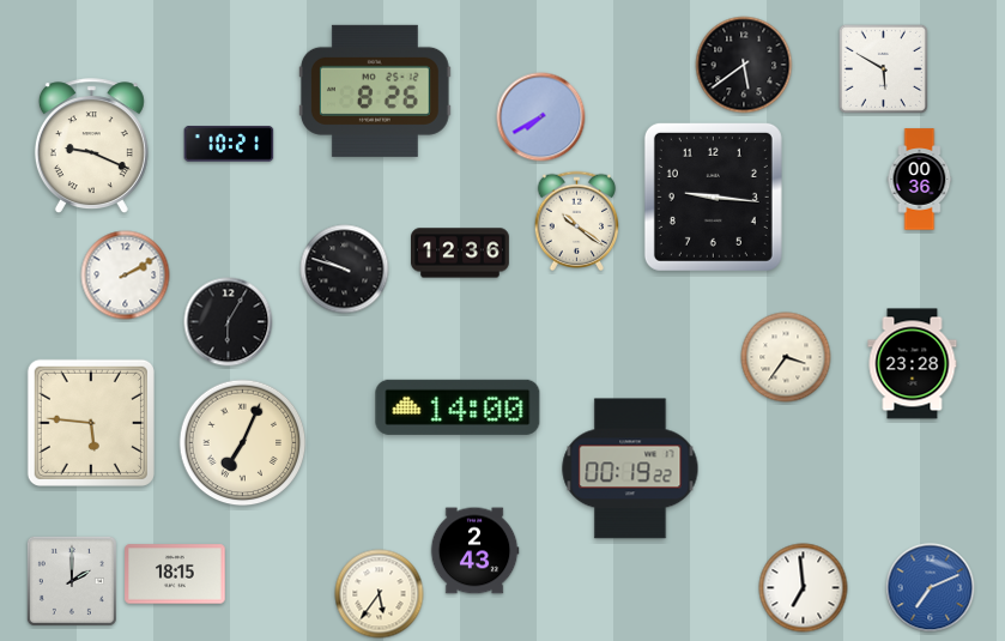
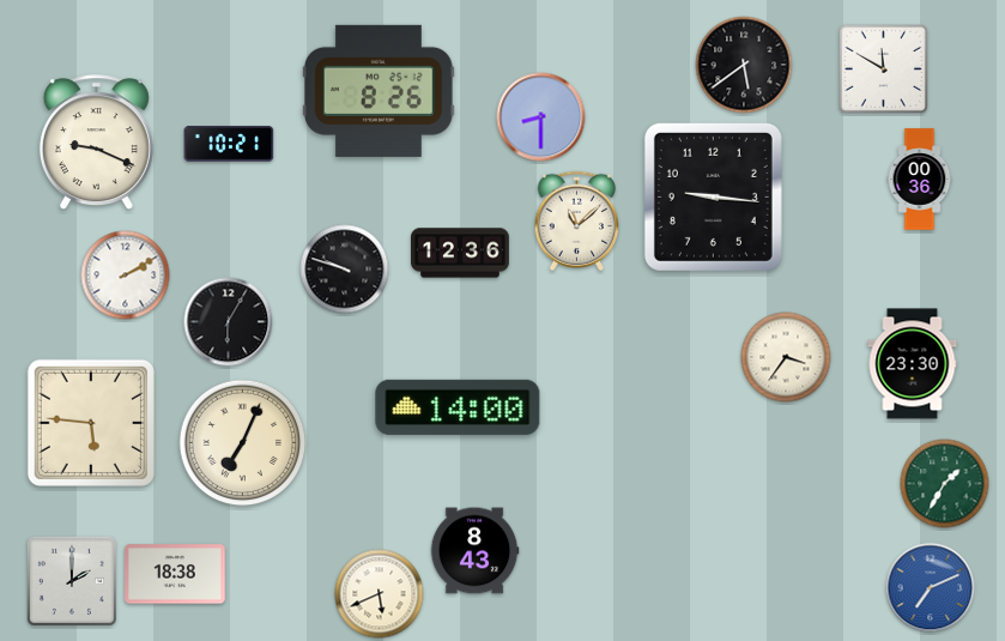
clock at (883, 68): 5:50 -> 11:50
clock at (375, 91) position: (375, 91) -> (379, 91)
clock at (541, 117): 7:40 -> 8:30
clock at (91, 145) position: (91, 145) -> (96, 141)
clock at (577, 220): 10:21 -> 11:08
clock at (913, 364): 23:28 -> 23:30
clock at (630, 468): 00:19 -> none
clock at (945, 484): none -> 1:35
clock at (474, 551): 2:43 -> 8:43
clock at (175, 574): 18:15 -> 18:38
clock at (804, 588): 6:59 -> none
clock at (380, 594): 5:36 -> 5:41
